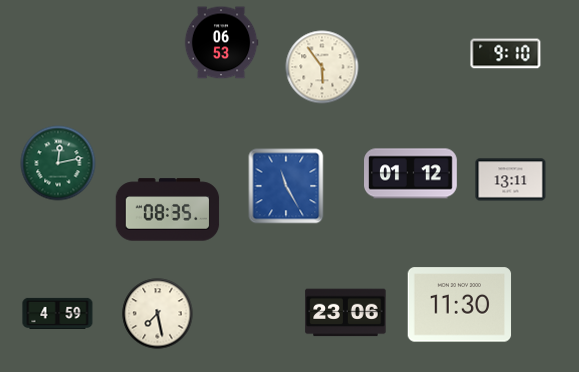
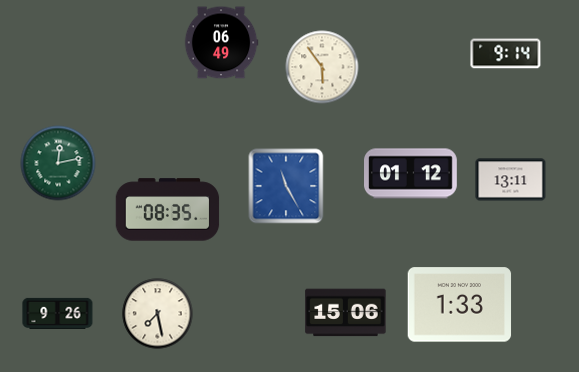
clock at (221, 43): 06:53 -> 06:49
clock at (506, 54): 9:10 -> 9:14
clock at (460, 305): 11:30 -> 1:33
clock at (58, 313): 4:59 -> 9:26
clock at (346, 313): 23:06 -> 15:06
